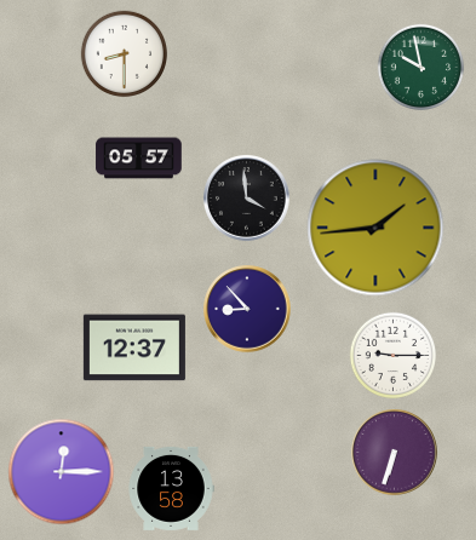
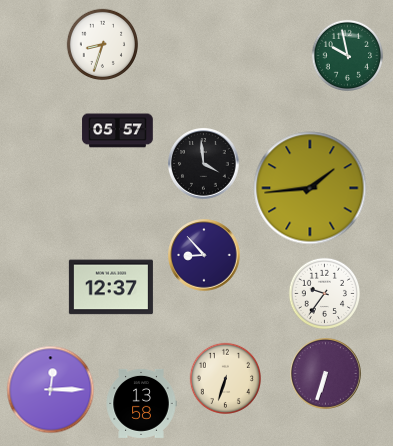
clock at (124, 53): 8:30 -> 8:33
clock at (139, 159) position: (139, 159) -> (118, 131)
clock at (392, 355): 9:15 -> 9:36
clock at (225, 378): none -> 6:33
